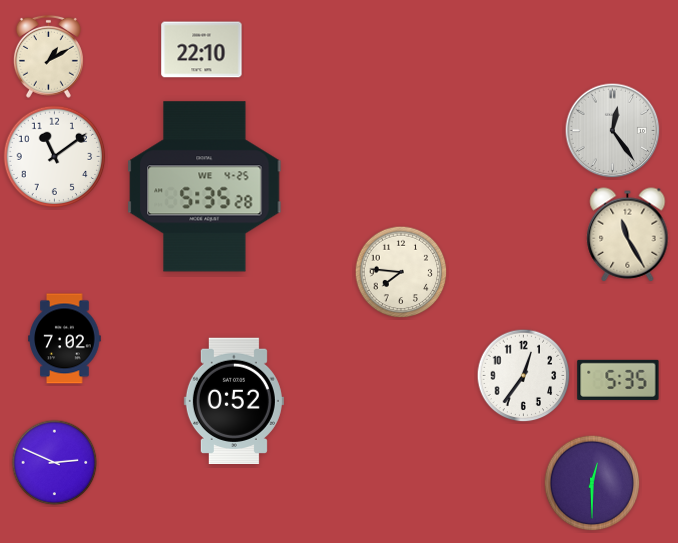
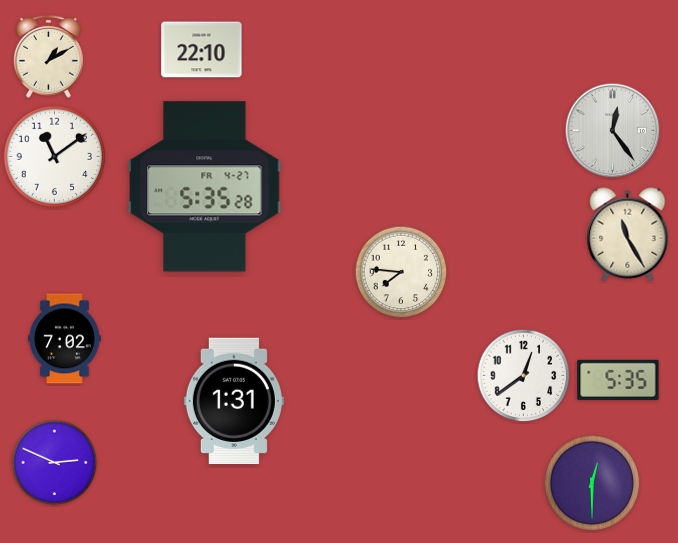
clock at (205, 187) date: WE 4-25 -> FR 4-27
clock at (524, 376): 12:36 -> 12:39
clock at (234, 400): 0:52 -> 1:31
